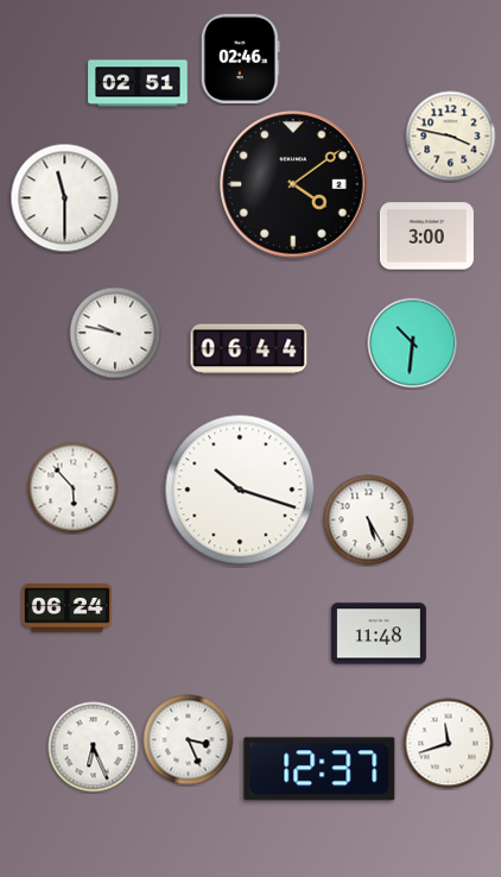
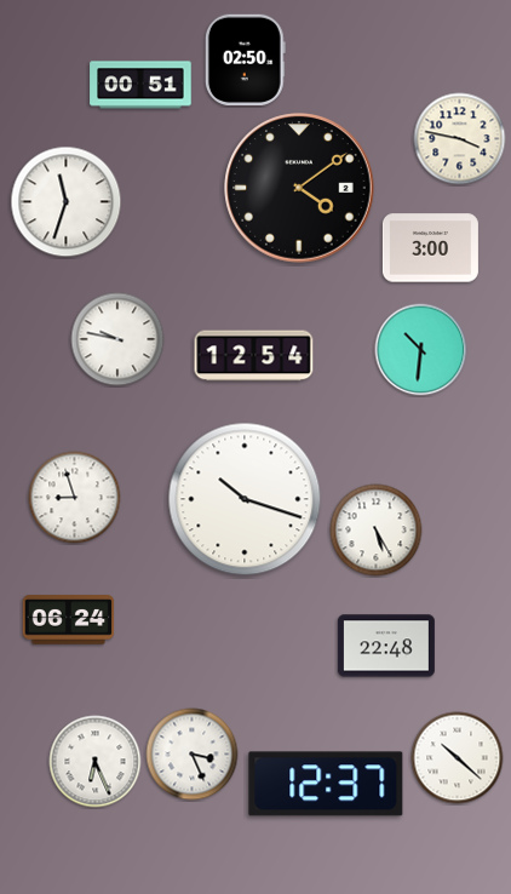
clock at (240, 58): 02:46 -> 02:50
clock at (138, 83): 02:51 -> 00:51
clock at (65, 198): 11:30 -> 11:33
clock at (426, 236) position: (426, 236) -> (430, 248)
clock at (249, 349): 06:44 -> 12:54
clock at (74, 488): 5:53 -> 8:57
clock at (379, 633): 11:48 -> 22:48
clock at (449, 744): 11:42 -> 10:22
